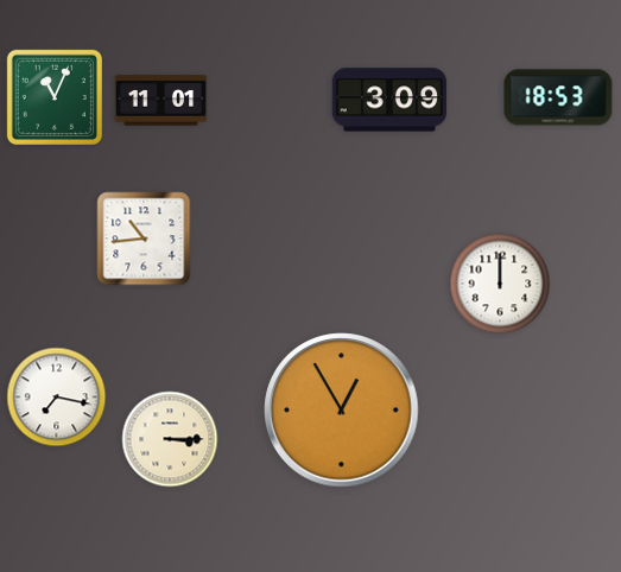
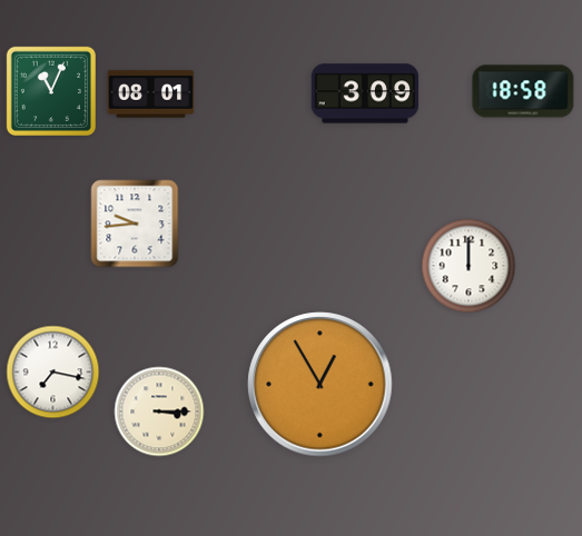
clock at (558, 97): 18:53 -> 18:58
clock at (161, 101): 11:01 -> 08:01
clock at (144, 239): 10:44 -> 9:44
